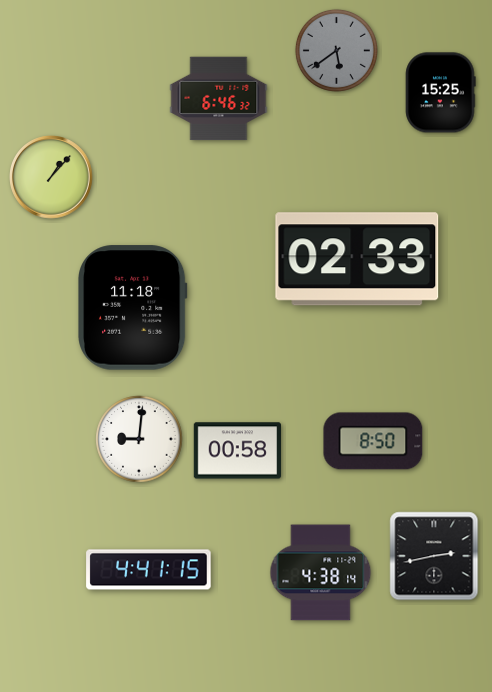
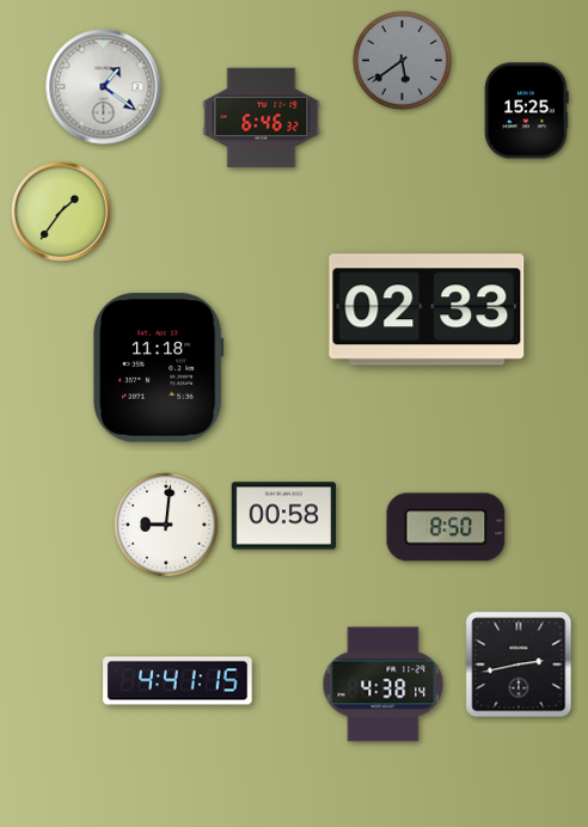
clock at (104, 87): none -> 1:21
clock at (51, 177): 1:07 -> 1:36
clock at (237, 451) position: (237, 451) -> (283, 516)
